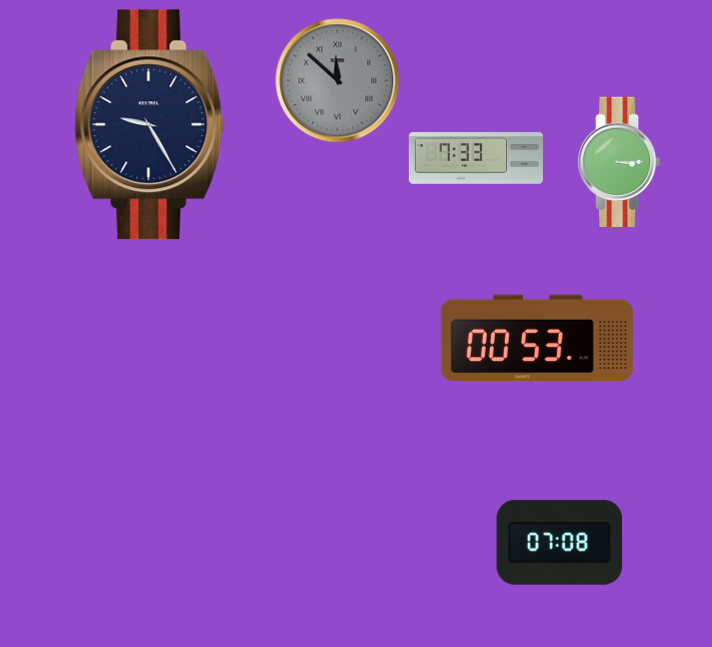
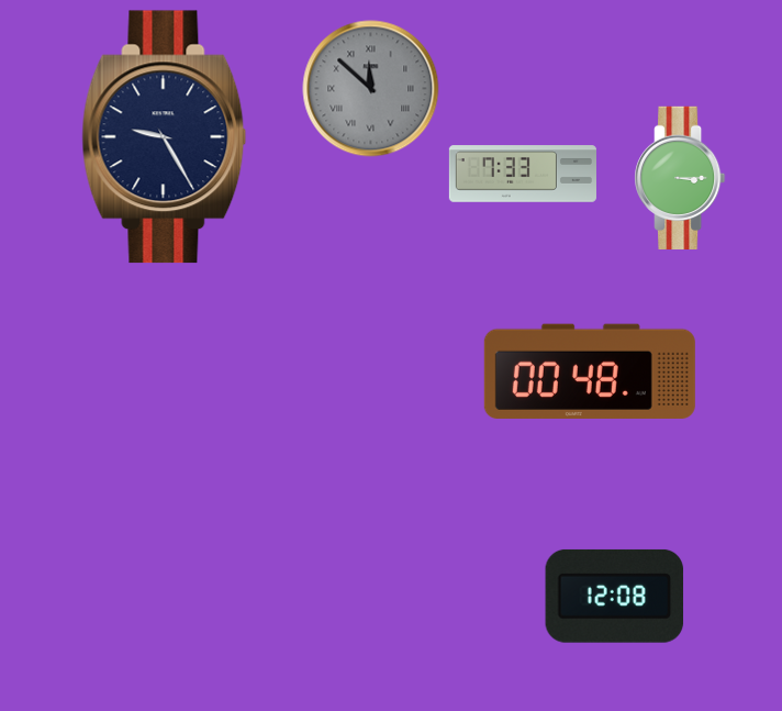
clock at (537, 338): 00:53 -> 00:48
clock at (560, 542): 07:08 -> 12:08
